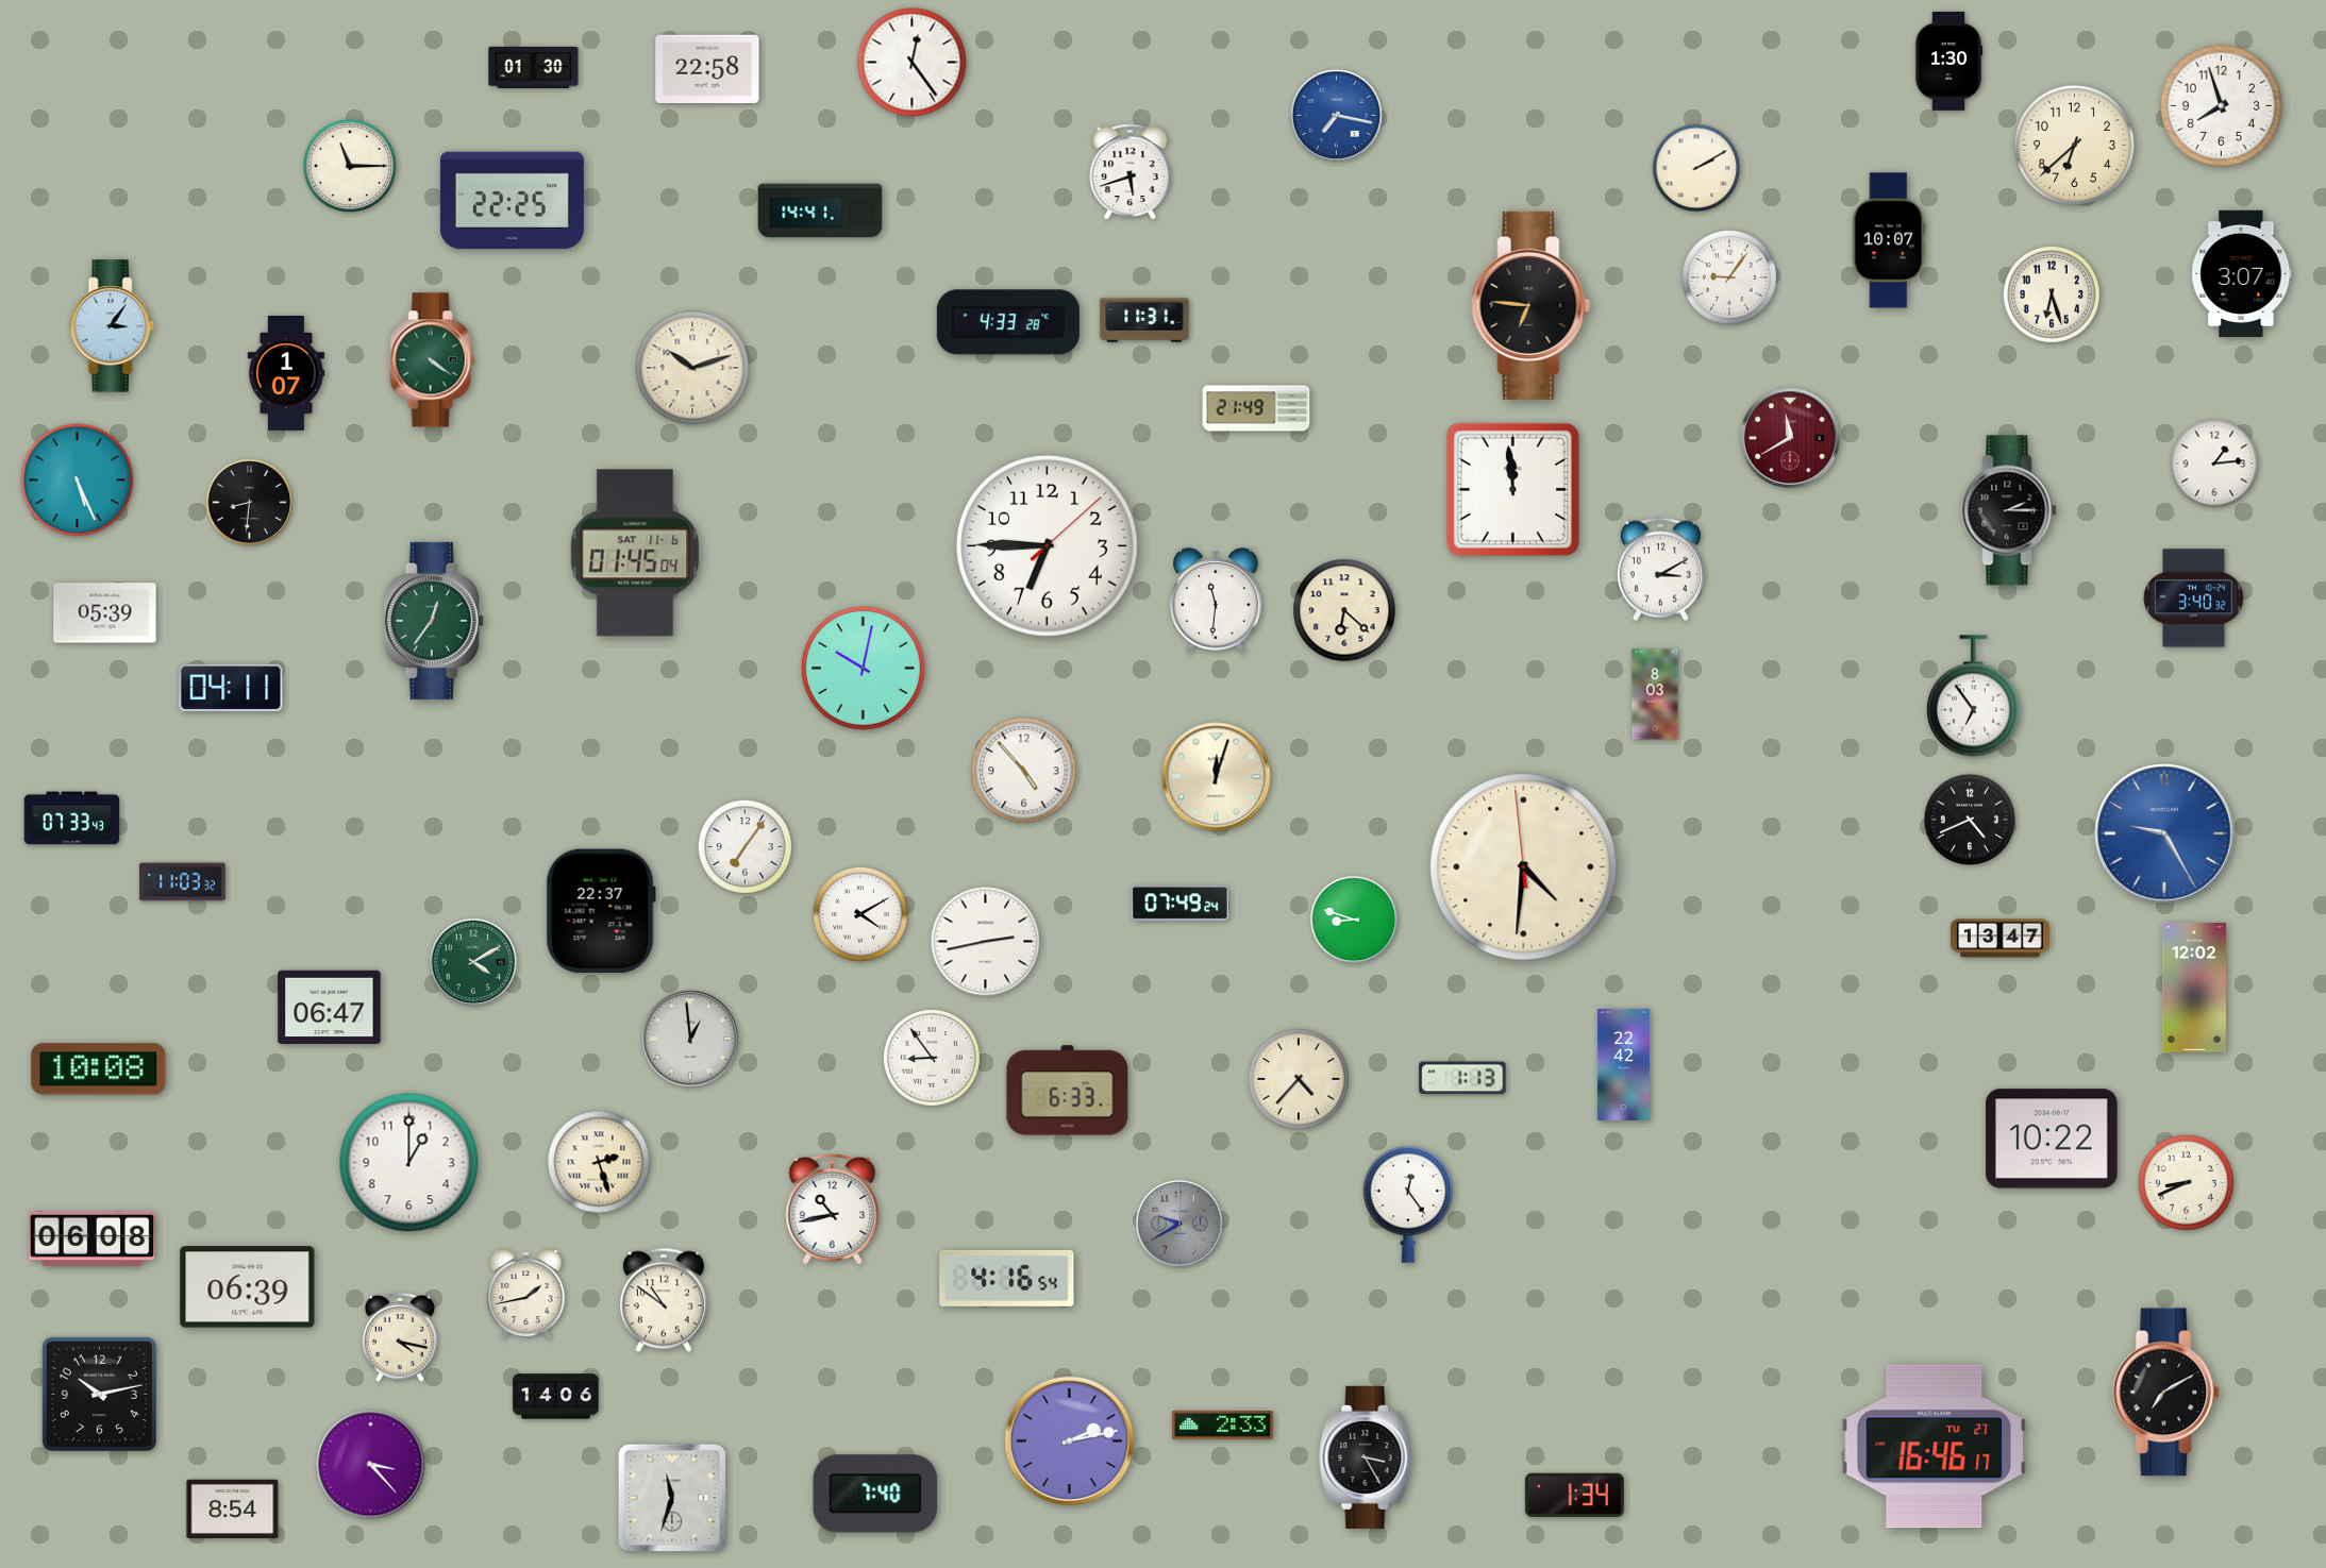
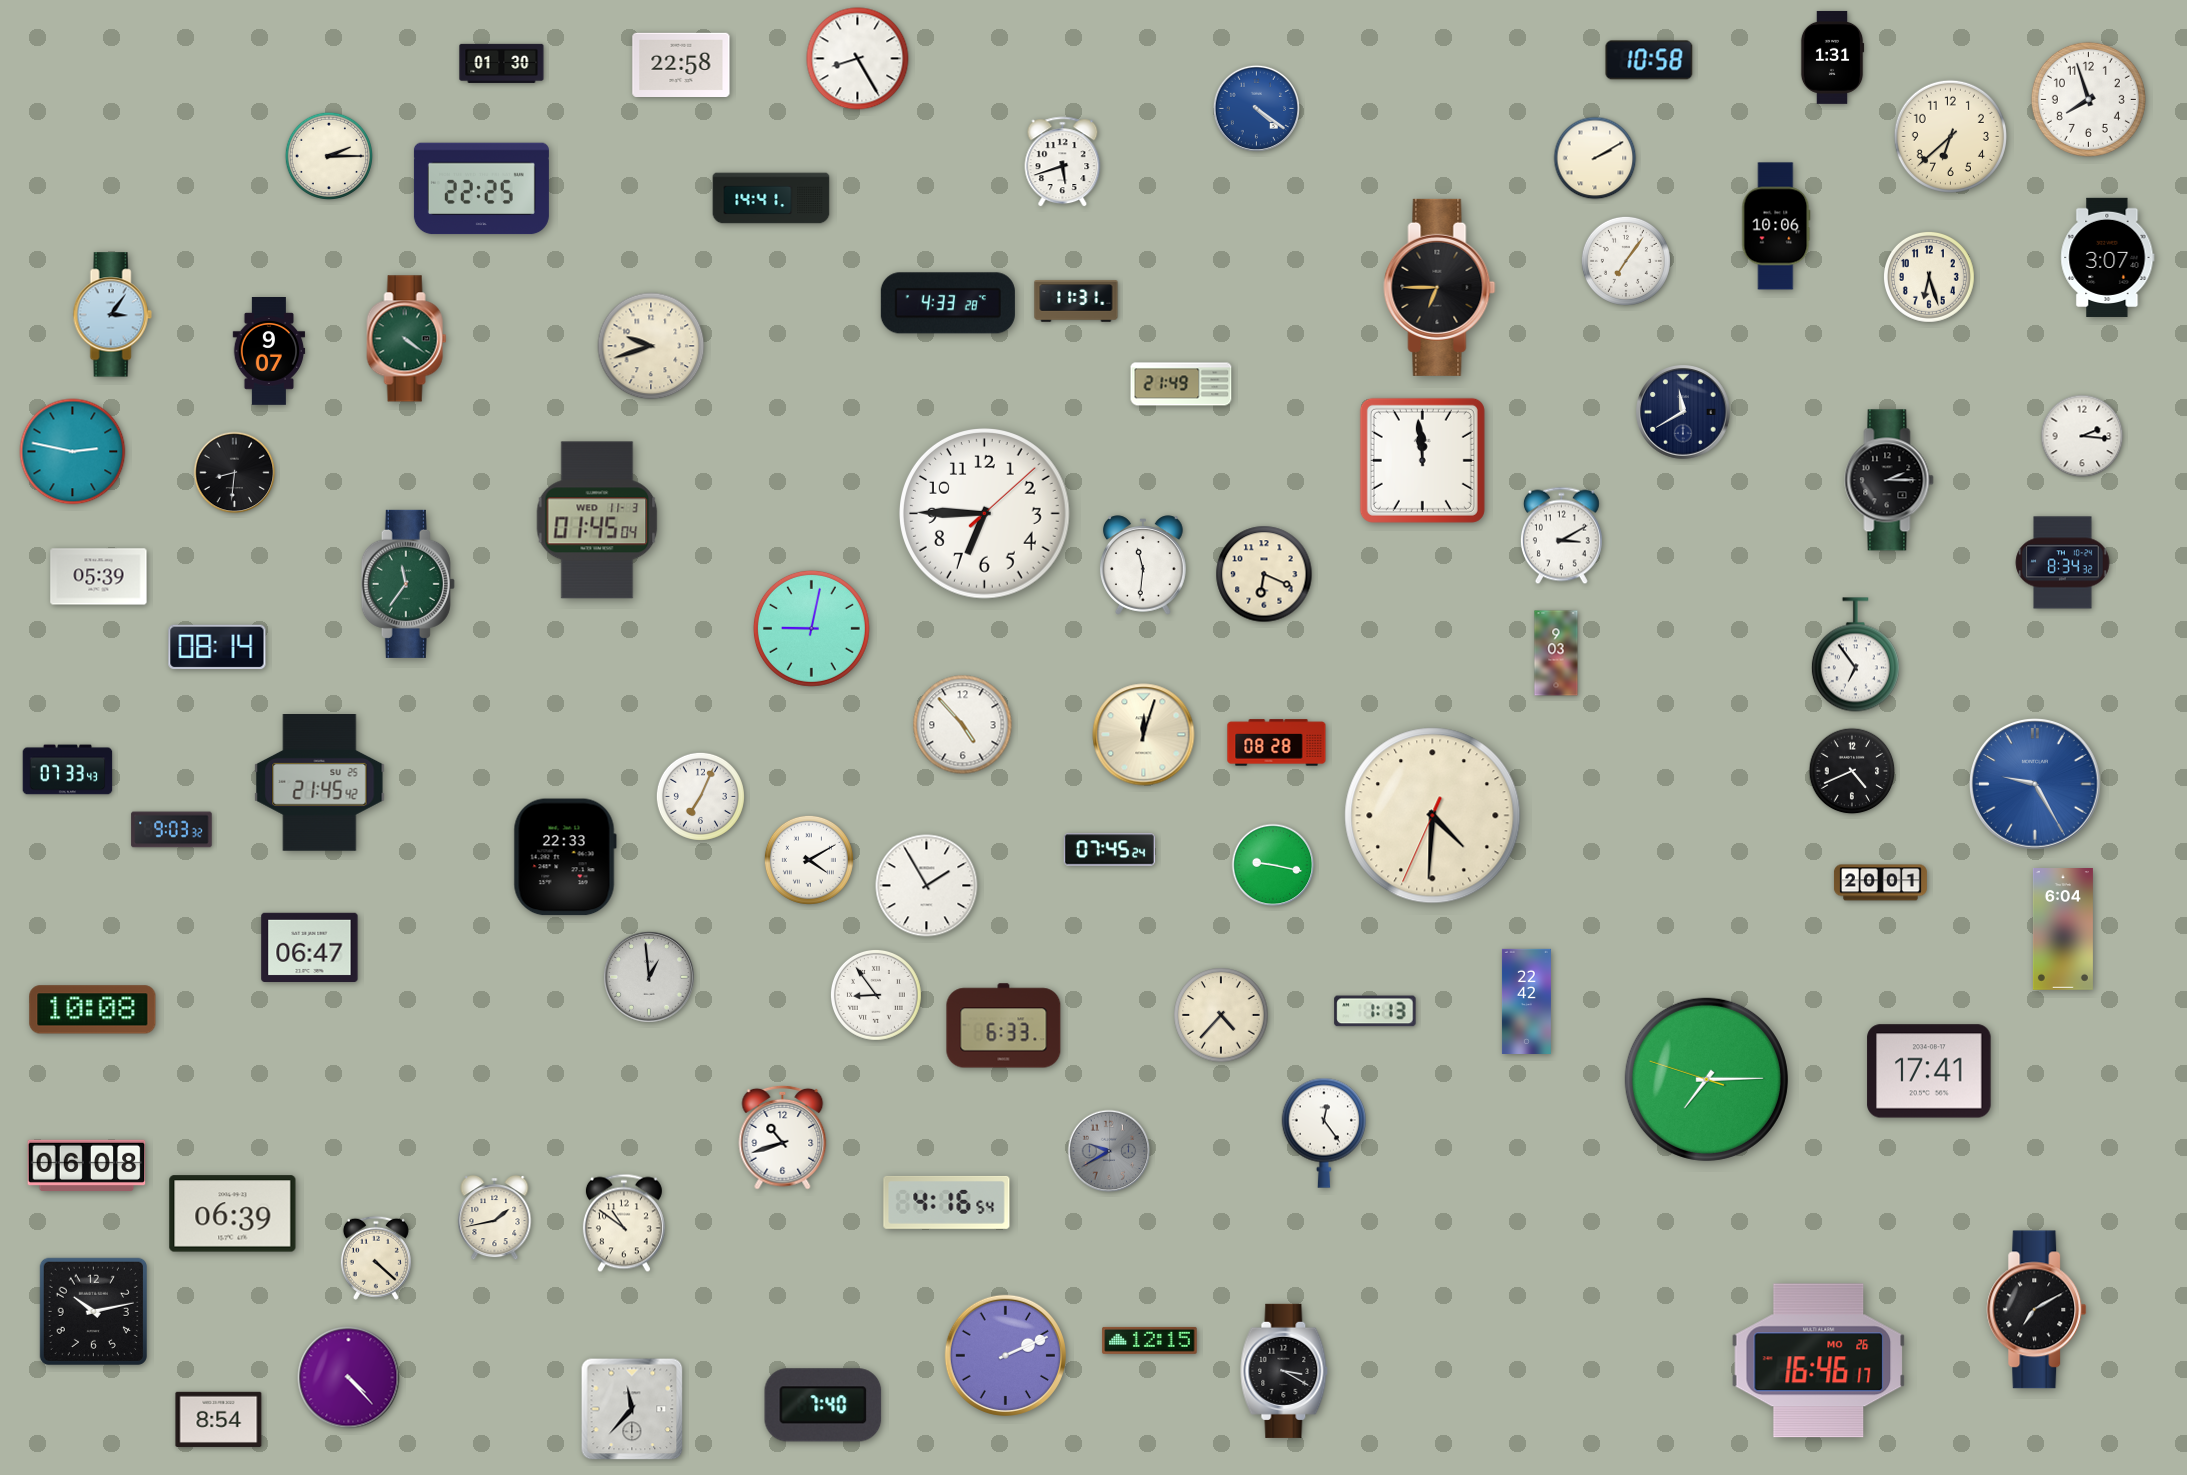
clock at (1948, 61): 1:30 -> 1:31
clock at (913, 63): 12:24 -> 8:25
clock at (1649, 60): none -> 10:58
clock at (707, 68) position: (707, 68) -> (681, 64)
clock at (1336, 115): 7:17 -> 4:21
clock at (349, 165): 11:15 -> 2:15
clock at (1889, 240): 10:07 -> 10:06
clock at (1729, 277): 9:06 -> 7:06
clock at (1532, 305): 6:46 -> 6:45
clock at (112, 326) position: (112, 326) -> (112, 315)
clock at (692, 368): 10:12 -> 9:42
clock at (286, 374): 1:07 -> 9:07
clock at (1790, 438) dial: burgundy -> navy
clock at (2214, 463): 1:14 -> 2:16
clock at (78, 480): 5:26 -> 2:47
clock at (635, 553) date: SAT 11-6 -> WED 11-3
clock at (2194, 598): 3:40 -> 8:34
clock at (1344, 610): 6:22 -> 6:19
clock at (434, 621): 12:36 -> 11:36
clock at (863, 668): 10:02 -> 9:02
clock at (231, 688): 04:11 -> 08:14
clock at (1655, 694): 8:03 -> 9:03
clock at (1217, 777) position: (1217, 777) -> (1144, 735)
clock at (1277, 743): none -> 08:28
clock at (320, 783): none -> 21:45
clock at (744, 846): 7:06 -> 7:04
clock at (1524, 867): 4:30:59 -> 4:30:34
clock at (183, 882): 11:03 -> 9:03
clock at (1179, 904): 07:49 -> 07:45
clock at (601, 911): 22:37 -> 22:33
clock at (1354, 920): 8:48 -> 9:17
clock at (1999, 939): 13:47 -> 20:01
clock at (986, 942): 2:43 -> 1:55
clock at (473, 962): 4:10 -> none
clock at (2194, 989): 12:02 -> 6:04
clock at (99, 1069) position: (99, 1069) -> (93, 1010)
clock at (1462, 1078) position: (1462, 1078) -> (1375, 1011)
clock at (2052, 1139): 10:22 -> 17:41
clock at (1706, 1079): none -> 7:14
clock at (599, 1162): 2:27 -> none
clock at (409, 1163): 1:00 -> none
clock at (2186, 1182): 8:41 -> none
clock at (833, 1209): 10:43 -> 10:42
clock at (248, 1287) position: (248, 1287) -> (233, 1214)
clock at (400, 1337): 4:17 -> 4:22
clock at (556, 1397): 14:06 -> none
clock at (1223, 1424): 2:33 -> 12:15
clock at (1069, 1440): 2:13 -> 2:11
clock at (1935, 1447) date: TU 27 -> MO 26
clock at (1366, 1457): 3:25 -> 3:20
clock at (371, 1465): 3:23 -> 4:23
clock at (1574, 1495): 1:34 -> none
clock at (672, 1498): 11:33 -> 11:37
